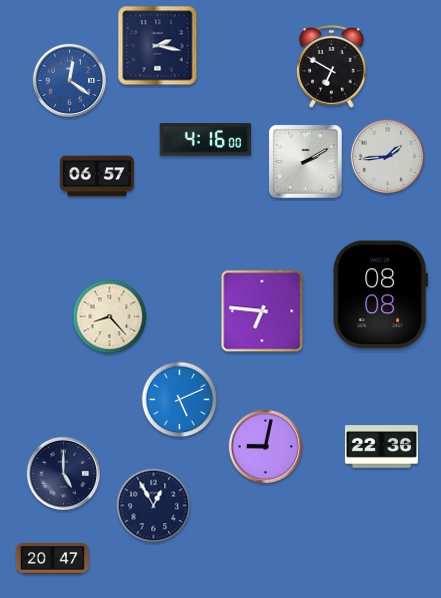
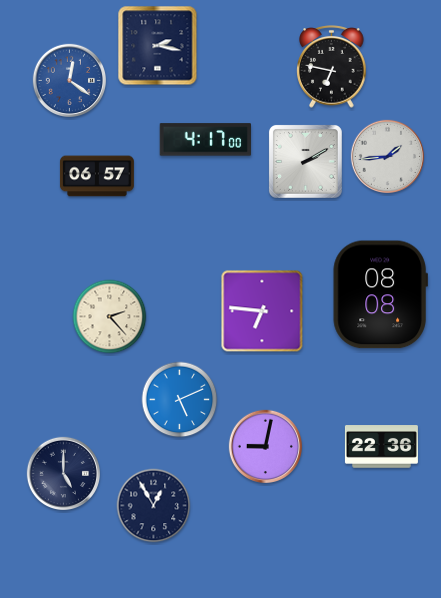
clock at (332, 67): 6:50 -> 6:47
clock at (205, 140): 4:16 -> 4:17
clock at (110, 317): 8:23 -> 2:23
clock at (52, 559): 20:47 -> none
